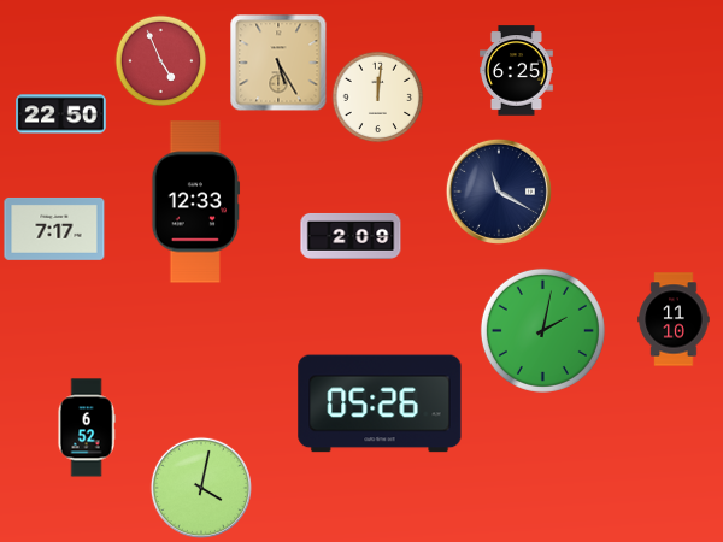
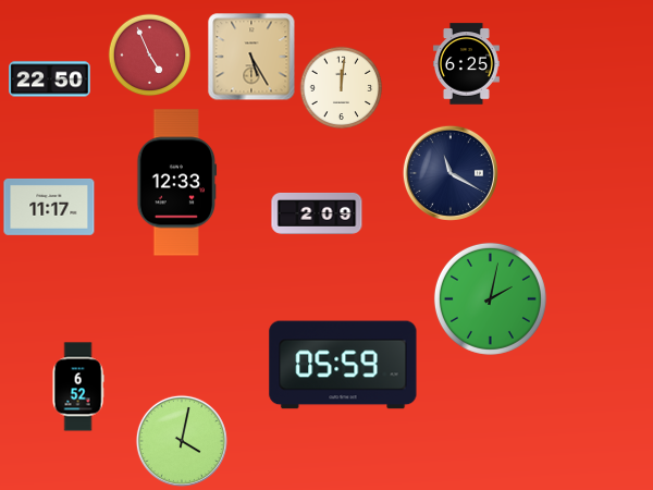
clock at (161, 61) position: (161, 61) -> (150, 56)
clock at (61, 114) position: (61, 114) -> (50, 79)
clock at (54, 229): 7:17 -> 11:17
clock at (674, 319): 11:10 -> none
clock at (380, 403): 05:26 -> 05:59
